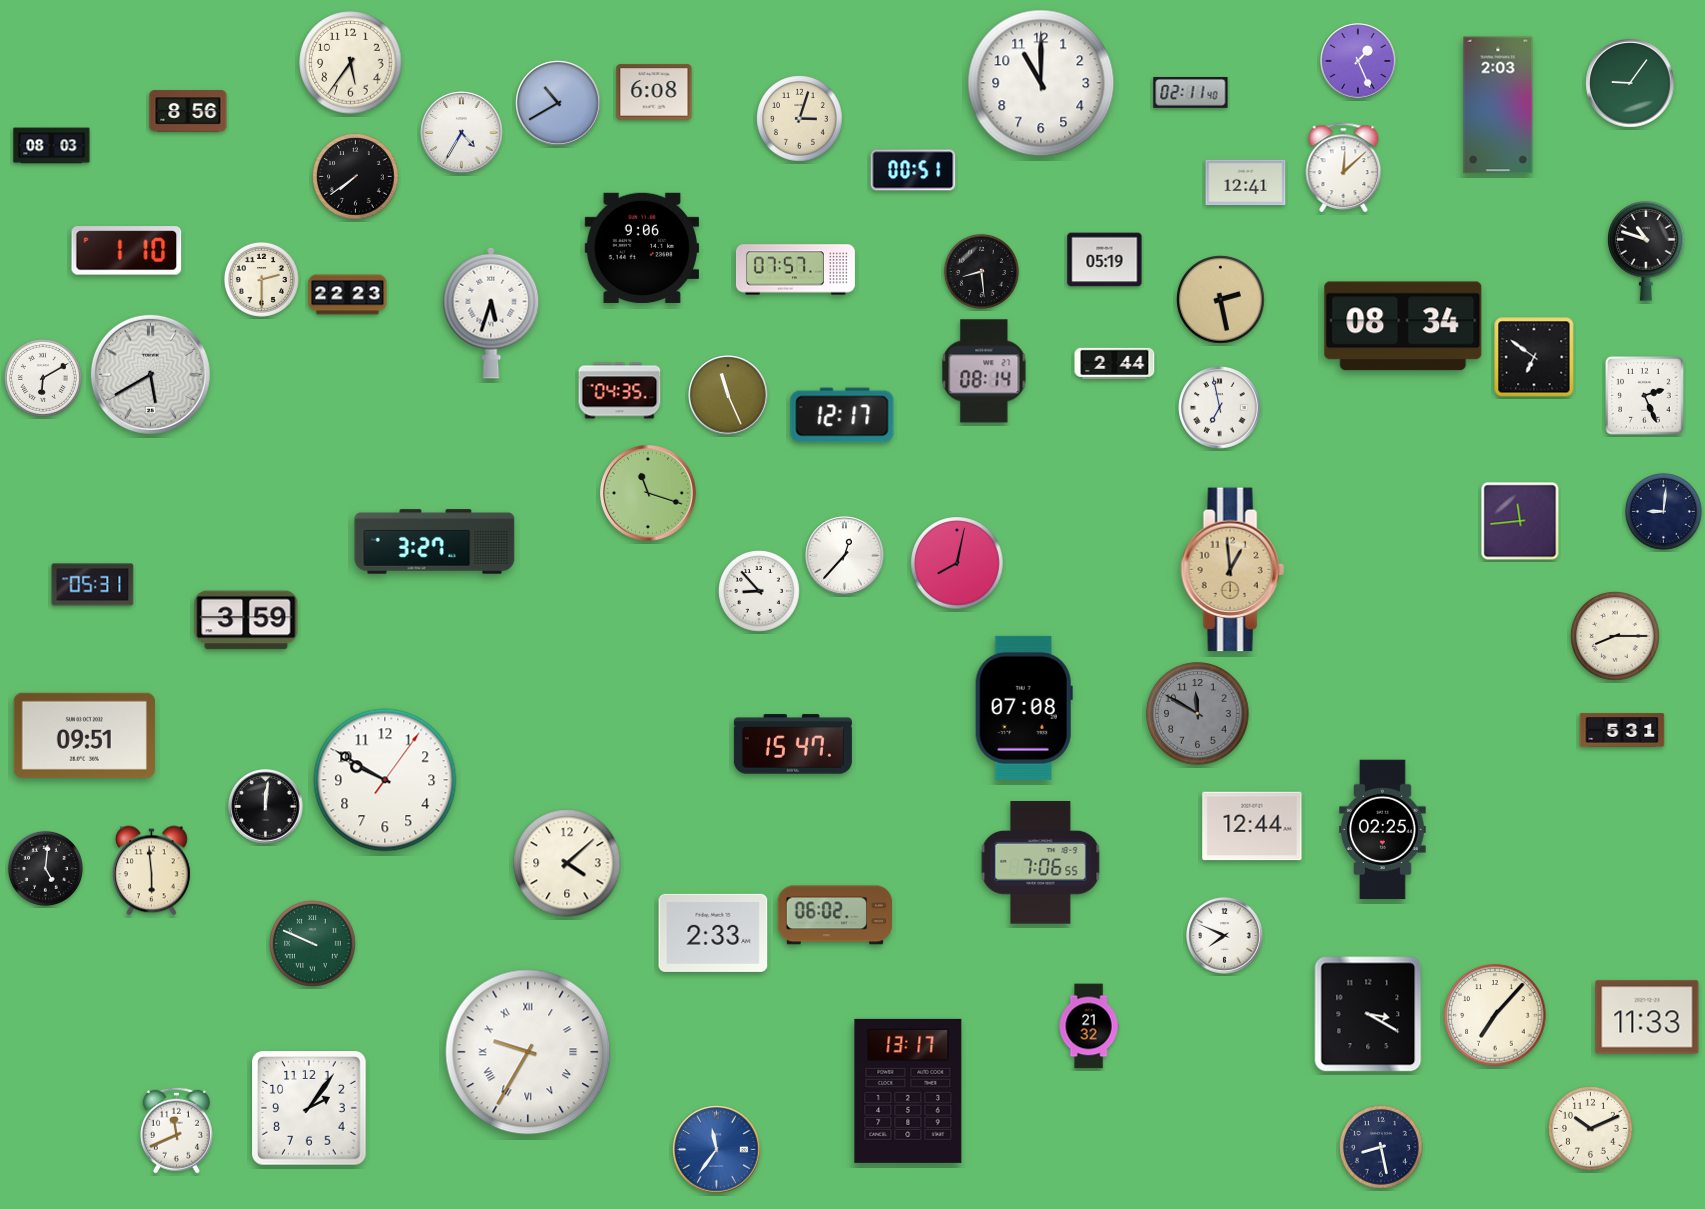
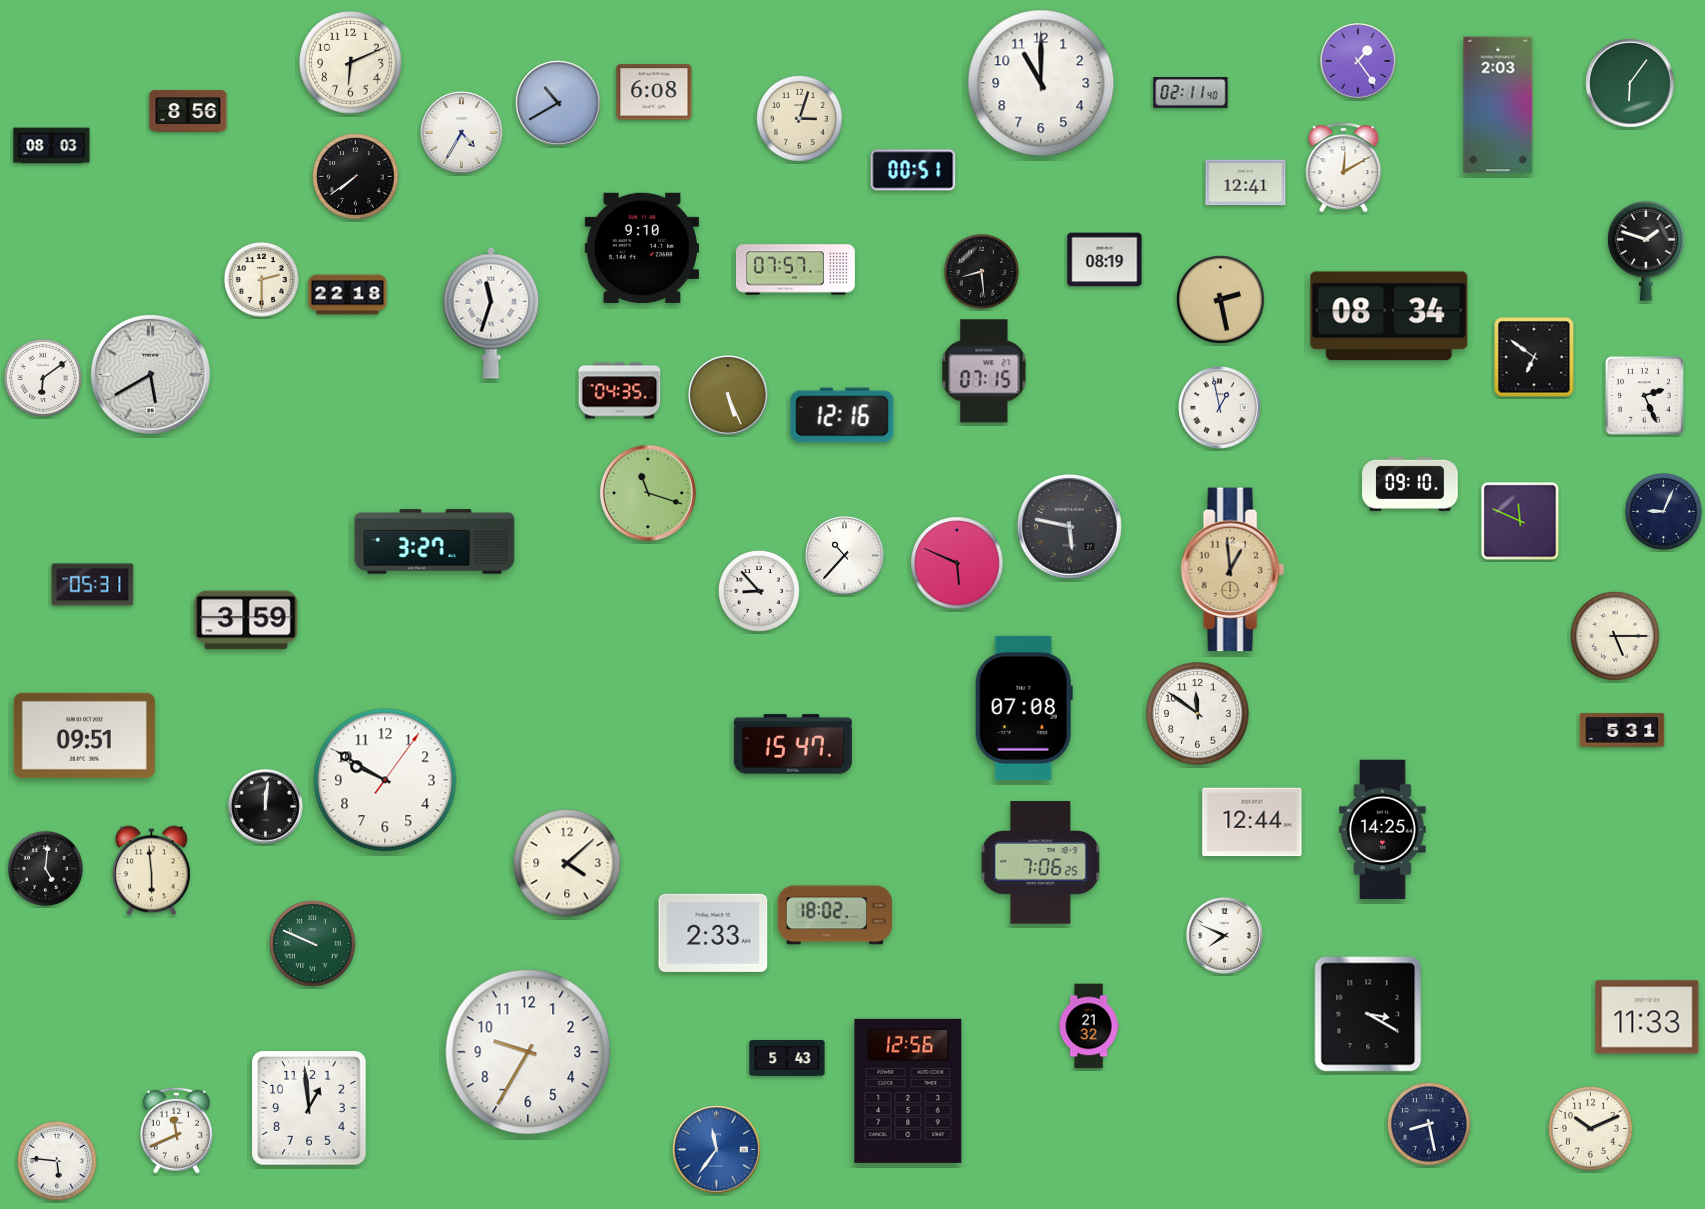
clock at (1358, 61): 1:26 -> 1:24
clock at (351, 63): 5:36 -> 6:11
clock at (1630, 83): 9:06 -> 6:06
clock at (1344, 167): 12:08 -> 12:10
clock at (641, 248): 9:06 -> 9:10
clock at (127, 251): 1:10 -> none
clock at (1646, 252): 10:48 -> 1:48
clock at (1105, 260): 05:19 -> 08:19
clock at (348, 295): 22:23 -> 22:18
clock at (491, 313): 5:33 -> 11:33
clock at (1403, 326) position: (1403, 326) -> (1389, 316)
clock at (1115, 363): 2:44 -> none
clock at (984, 371): 08:14 -> 07:15
clock at (43, 378): 6:10 -> 6:09
clock at (728, 395): 11:26 -> 5:26
clock at (1220, 408): 6:58 -> 12:58
clock at (842, 415): 12:17 -> 12:16
clock at (1410, 484): none -> 09:10
clock at (1663, 511): 9:01 -> 9:04
clock at (1520, 521): 11:44 -> 11:49
clock at (1069, 526): none -> 5:47
clock at (845, 556): 12:37 -> 10:37
clock at (957, 563): 8:02 -> 5:49
clock at (1615, 636): 8:15 -> 5:15
clock at (1198, 714): 11:50 -> 11:51
clock at (1198, 714) dial: grey -> white
clock at (1252, 826) position: (1252, 826) -> (1252, 822)
clock at (1383, 830): 02:25 -> 14:25
clock at (1041, 863): 7:06:55 -> 7:06:25
clock at (834, 915): 06:02 -> 18:02
clock at (1495, 1015): 7:07 -> none
clock at (528, 1052) numerals: Roman -> Arabic
clock at (787, 1058): none -> 5:43
clock at (908, 1091): 13:17 -> 12:56
clock at (309, 1108): 2:06 -> 12:59
clock at (1382, 1148) position: (1382, 1148) -> (1430, 1125)
clock at (57, 1161): none -> 5:46
